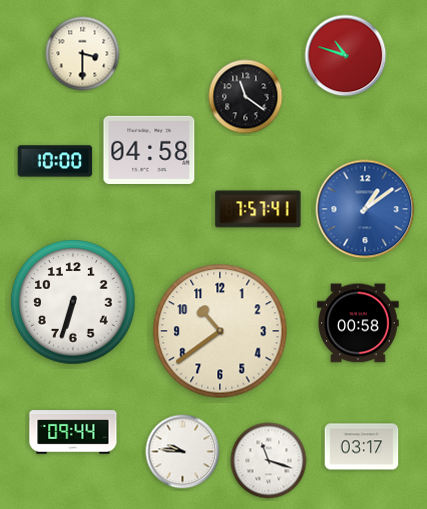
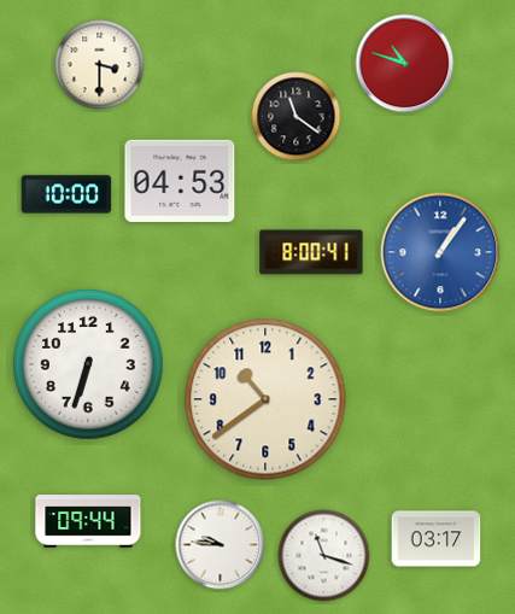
clock at (346, 56) position: (346, 56) -> (405, 64)
clock at (149, 150): 04:58 -> 04:53
clock at (258, 209): 7:57 -> 8:00
clock at (365, 209): 1:09 -> 1:06
clock at (358, 323): 00:58 -> none
